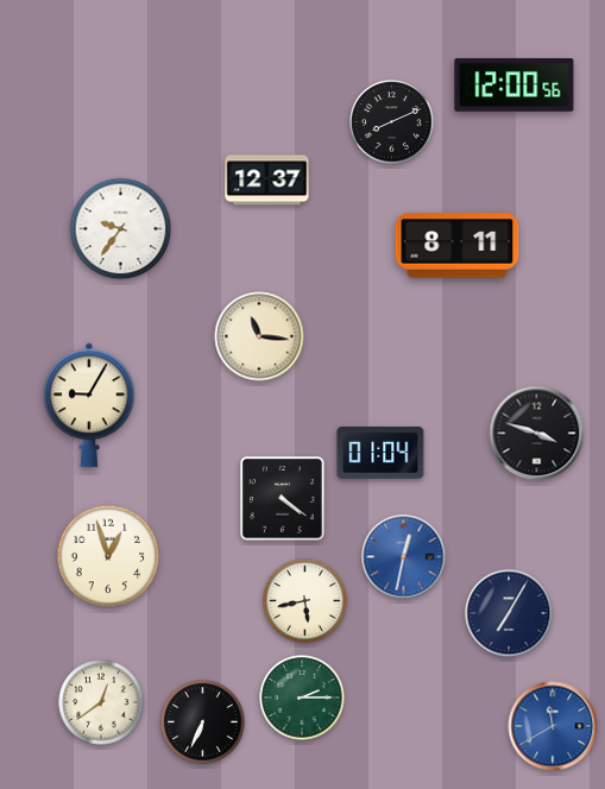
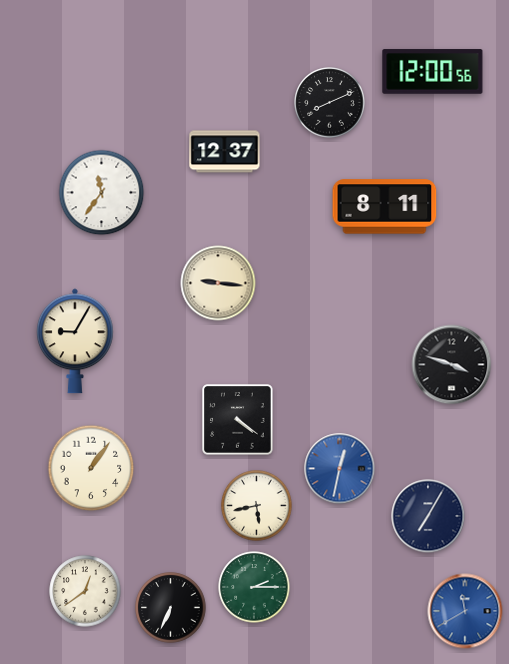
clock at (121, 229): 9:36 -> 11:36
clock at (259, 336): 11:16 -> 9:16
clock at (380, 453): 01:04 -> none
clock at (108, 556): 12:57 -> 1:06
